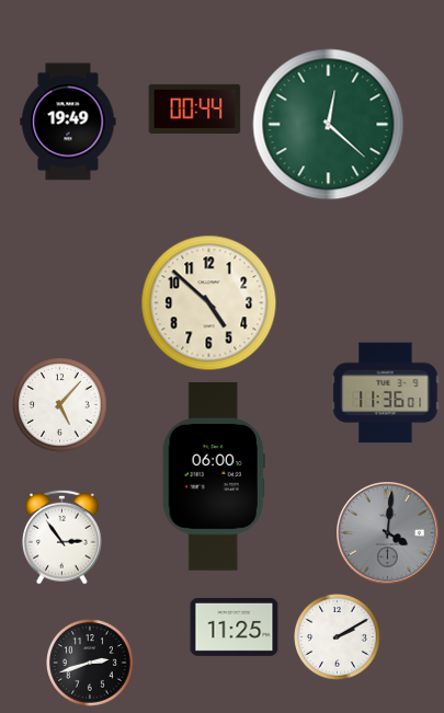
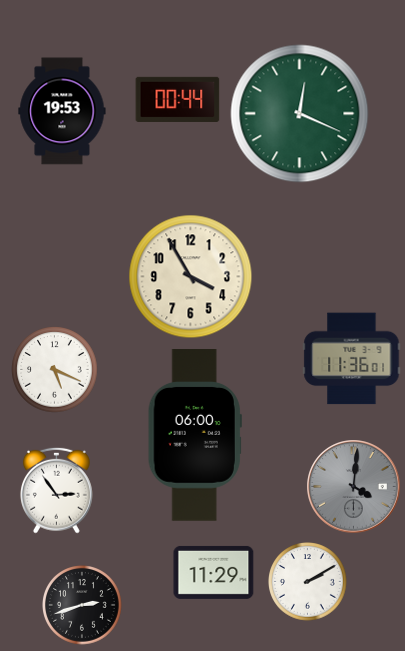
clock at (68, 122): 19:49 -> 19:53
clock at (329, 125): 12:22 -> 12:19
clock at (209, 303): 4:52 -> 3:55
clock at (60, 405): 5:07 -> 5:19
clock at (235, 626): 11:25 -> 11:29
